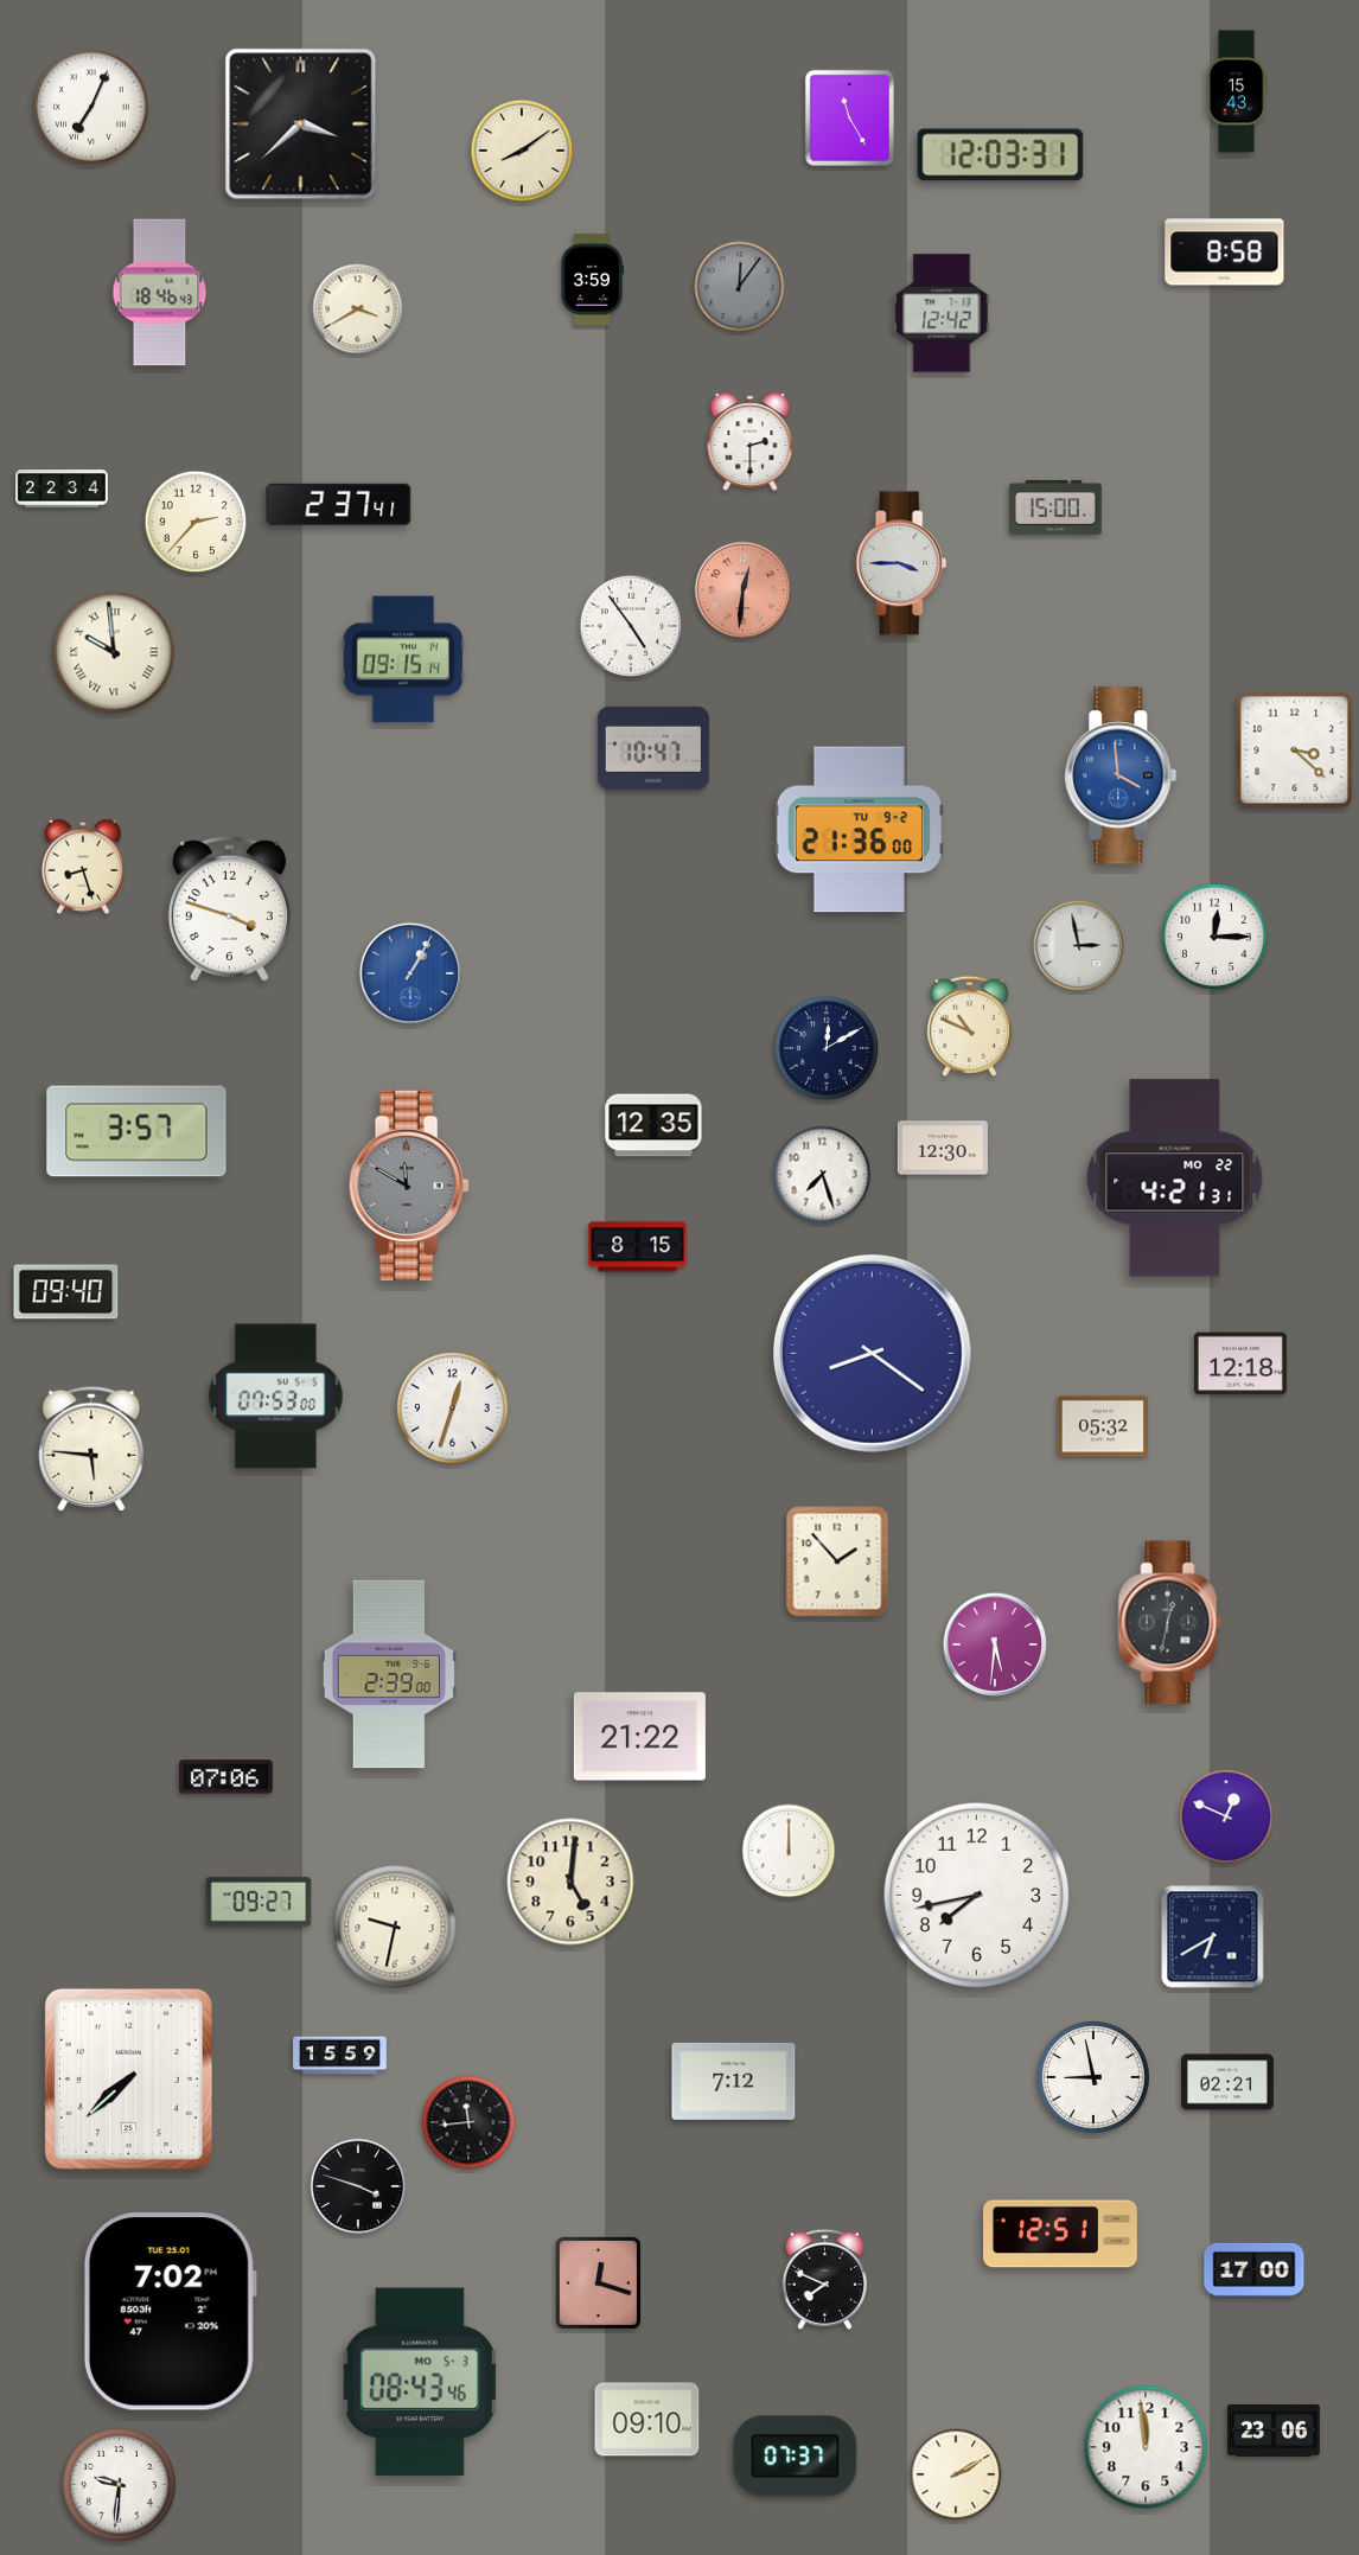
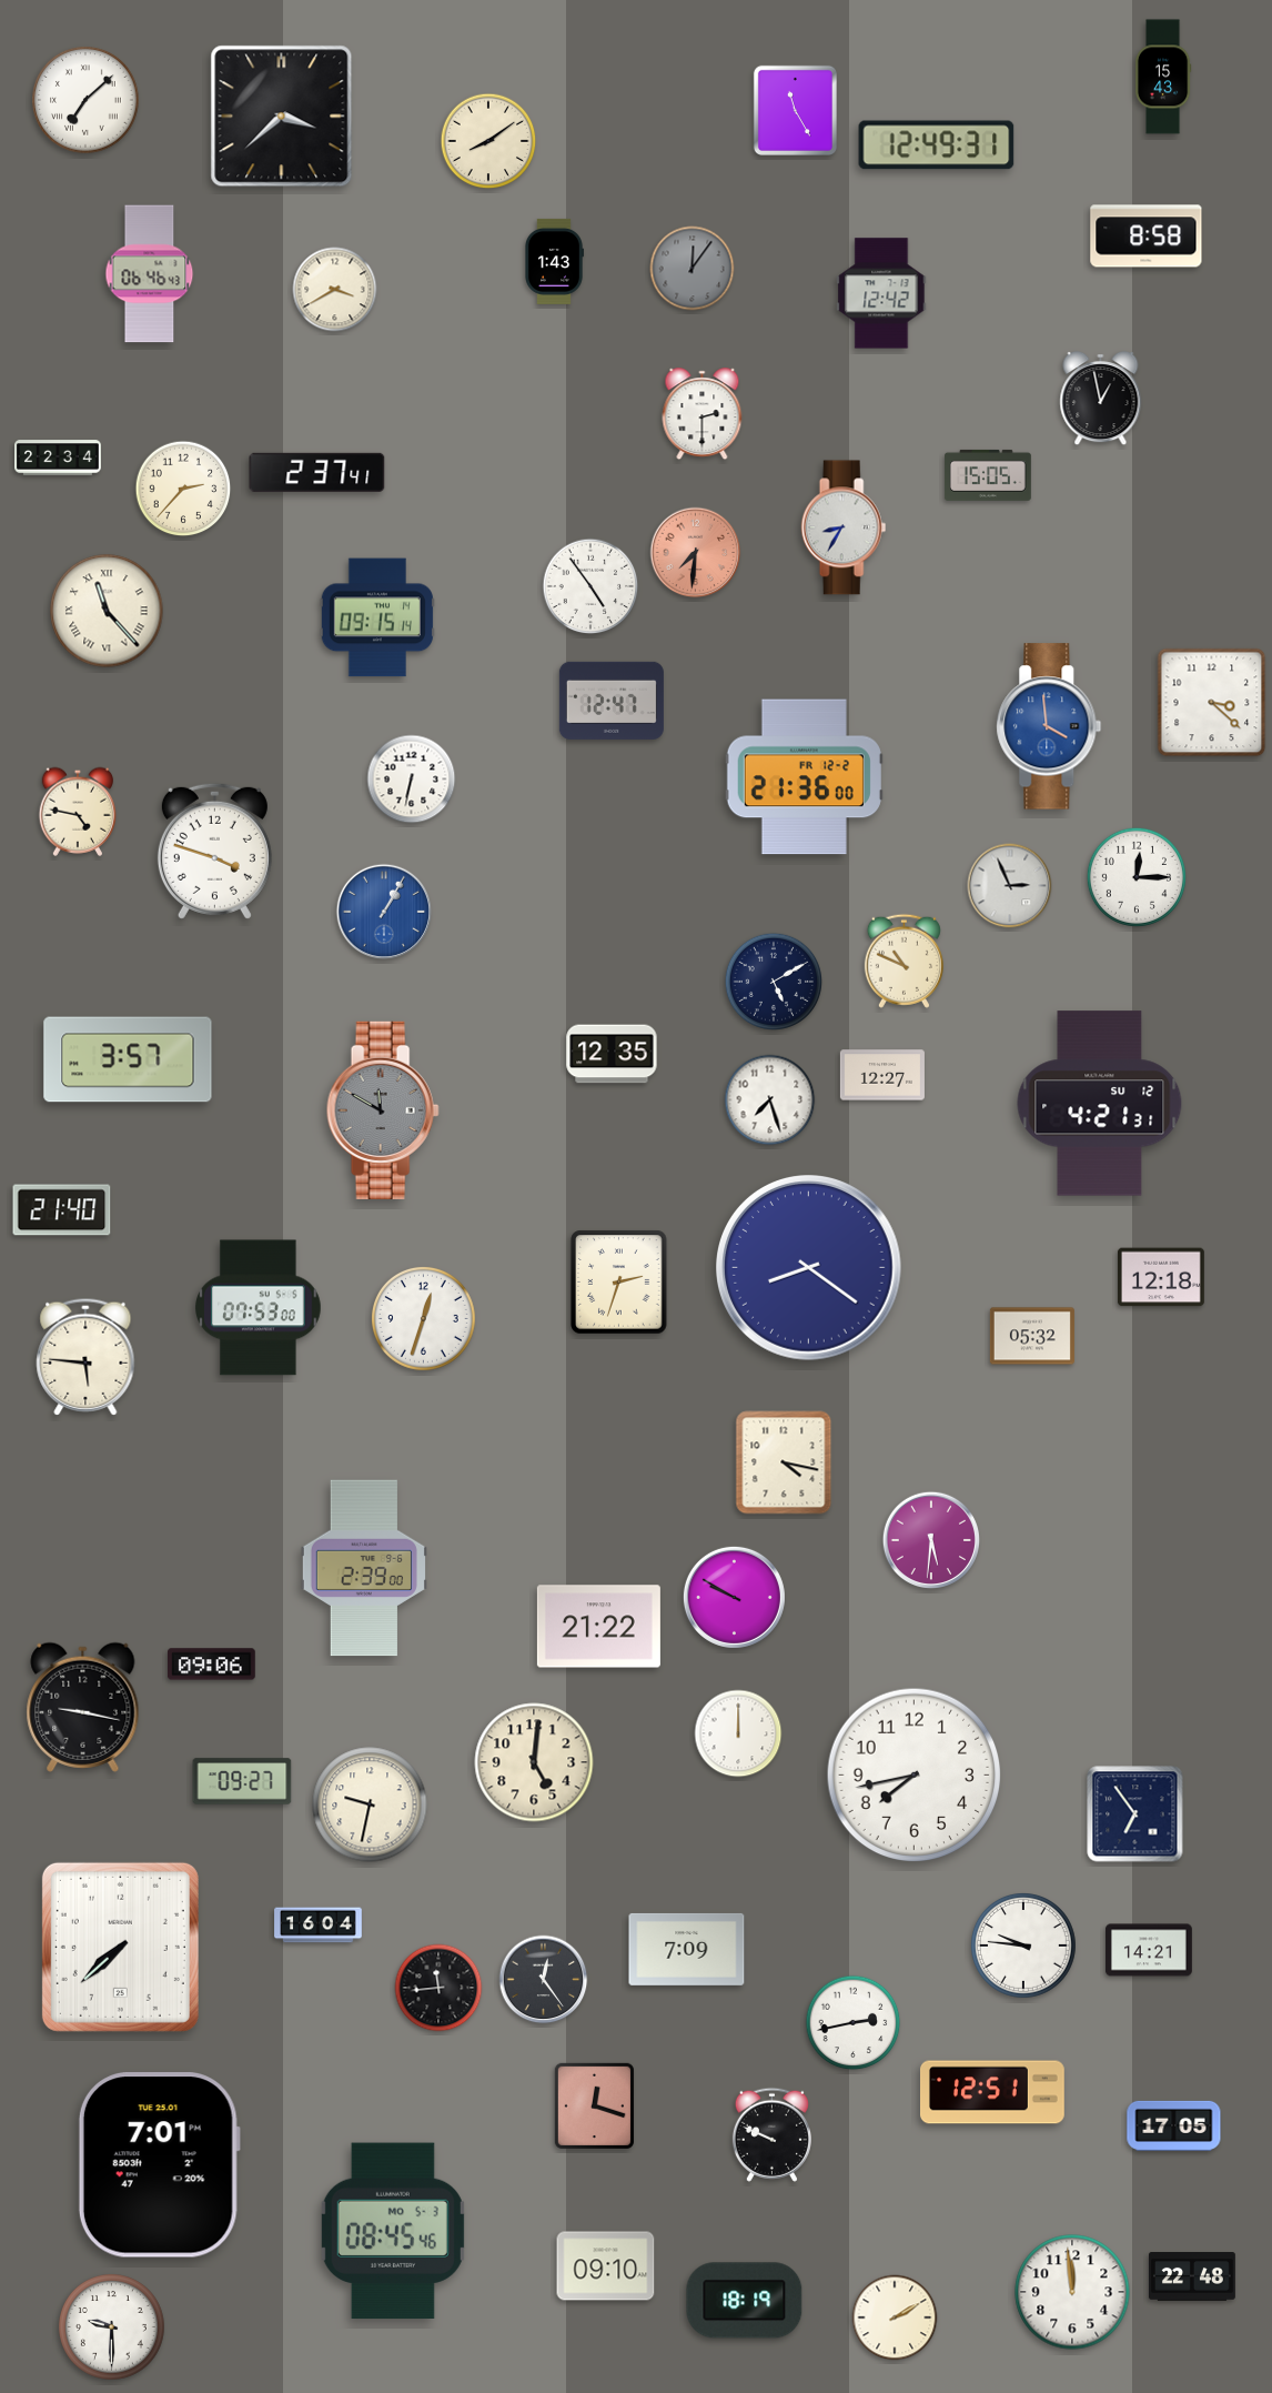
clock at (1237, 91) position: (1237, 91) -> (1163, 77)
clock at (91, 107): 7:04 -> 7:08
clock at (1001, 155): 12:03 -> 12:49
clock at (593, 279): 3:59 -> 1:43
clock at (160, 293): 18:46 -> 06:46
clock at (1101, 400): none -> 12:58
clock at (1055, 507): 15:00 -> 15:05
clock at (901, 563): 3:45 -> 8:35
clock at (744, 590): 12:31 -> 7:31
clock at (114, 652): 9:59 -> 11:23
clock at (653, 748): 10:47 -> 12:47
clock at (859, 830) date: TU 9-2 -> FR 12-2
clock at (412, 780): none -> 6:32
clock at (82, 867): 8:27 -> 4:47
clock at (1079, 946): 2:58 -> 2:56
clock at (969, 1026) position: (969, 1026) -> (903, 961)
clock at (827, 1048): 12:10 -> 5:10
clock at (943, 1148): 12:30 -> 12:27
clock at (1175, 1179) date: MO 22 -> SU 12
clock at (638, 1247): 8:15 -> none
clock at (66, 1292): 09:40 -> 21:40
clock at (873, 1354) position: (873, 1354) -> (809, 1268)
clock at (619, 1283): none -> 2:33
clock at (837, 1561): 1:53 -> 4:17
clock at (1170, 1623): 12:32 -> none
clock at (734, 1597): none -> 9:50
clock at (226, 1777): 07:06 -> 09:06
clock at (1226, 1816): 12:49 -> none
clock at (83, 1707): none -> 9:17
clock at (1213, 1937): 6:40 -> 6:54
clock at (340, 2056): 15:59 -> 16:04
clock at (1095, 2078): 8:58 -> 9:46
clock at (734, 2081): 7:12 -> 7:09
clock at (1227, 2082): 02:21 -> 14:21
clock at (544, 1980): none -> 12:24
clock at (854, 2023): none -> 2:43
clock at (358, 2186): 3:48 -> none
clock at (1255, 2269): 17:00 -> 17:05
clock at (824, 2279): 7:49 -> 9:49
clock at (598, 2282) position: (598, 2282) -> (594, 2105)
clock at (170, 2312): 7:02 -> 7:01
clock at (420, 2382): 08:43 -> 08:45
clock at (1274, 2432): 23:06 -> 22:48
clock at (796, 2457): 07:37 -> 18:19
clock at (120, 2485): 9:31 -> 9:30
